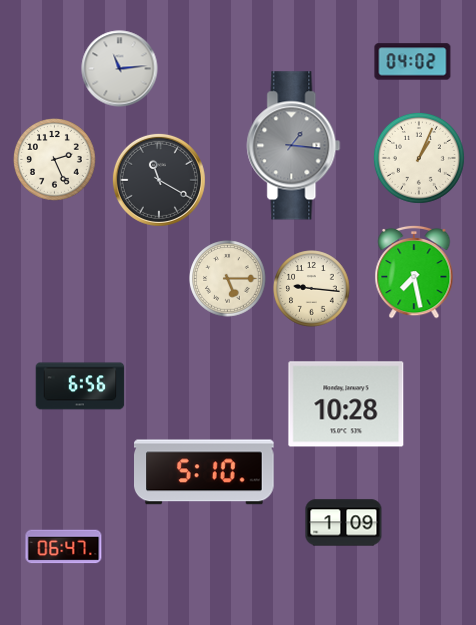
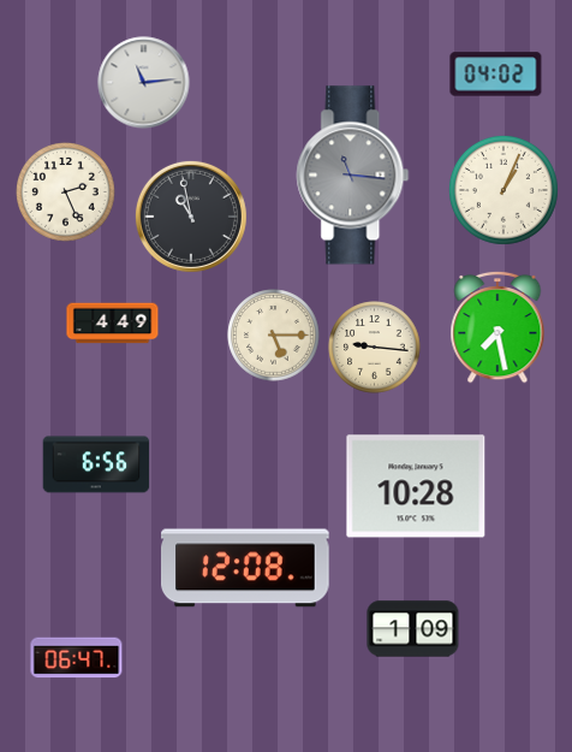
clock at (294, 146): 1:16 -> 11:16
clock at (159, 180): 11:20 -> 10:58
clock at (113, 324): none -> 4:49
clock at (204, 472): 5:10 -> 12:08
